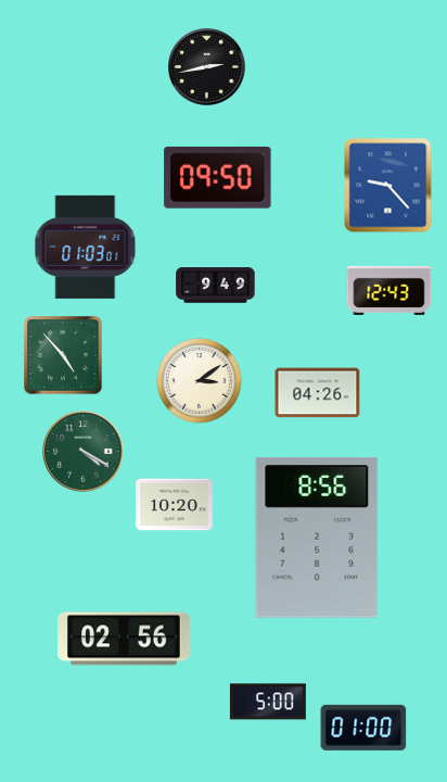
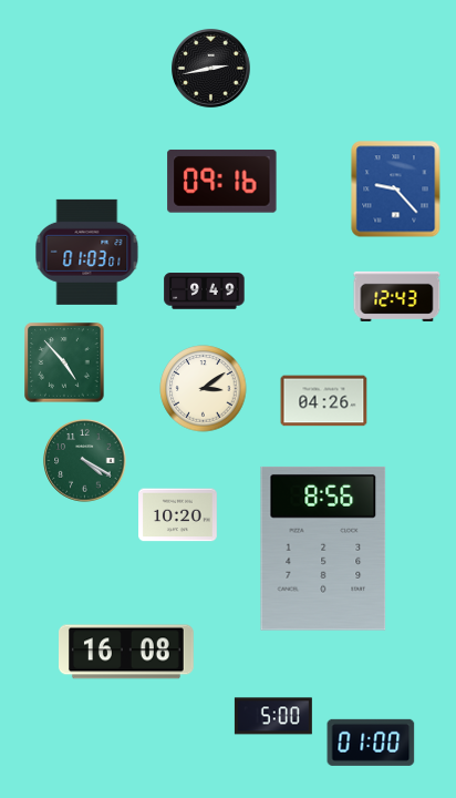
clock at (218, 177): 09:50 -> 09:16
clock at (216, 286) position: (216, 286) -> (205, 291)
clock at (125, 639): 02:56 -> 16:08
